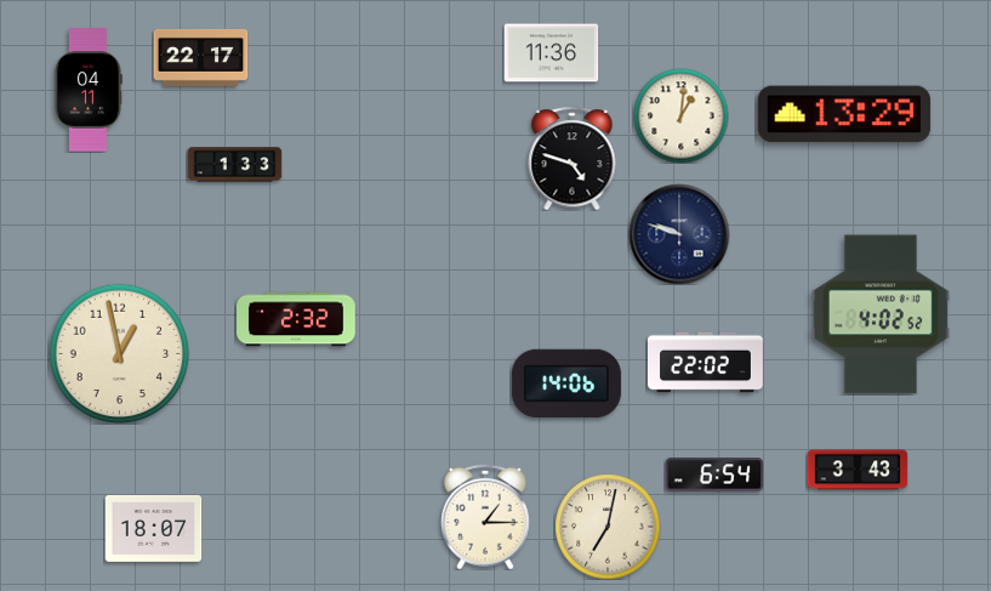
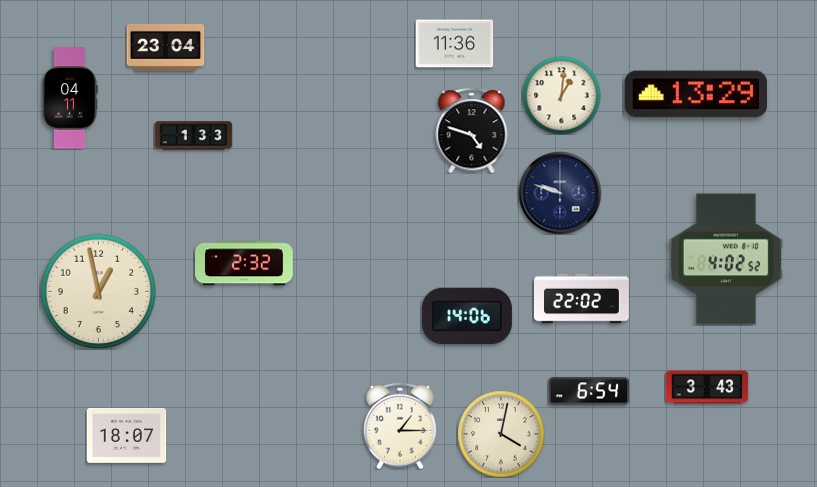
clock at (200, 57): 22:17 -> 23:04
clock at (89, 90) position: (89, 90) -> (70, 98)
clock at (608, 527): 7:02 -> 4:02
